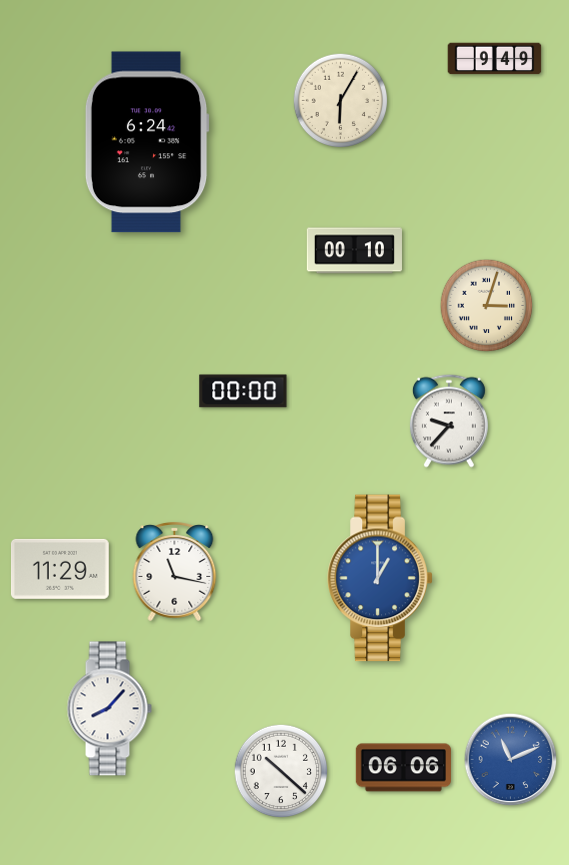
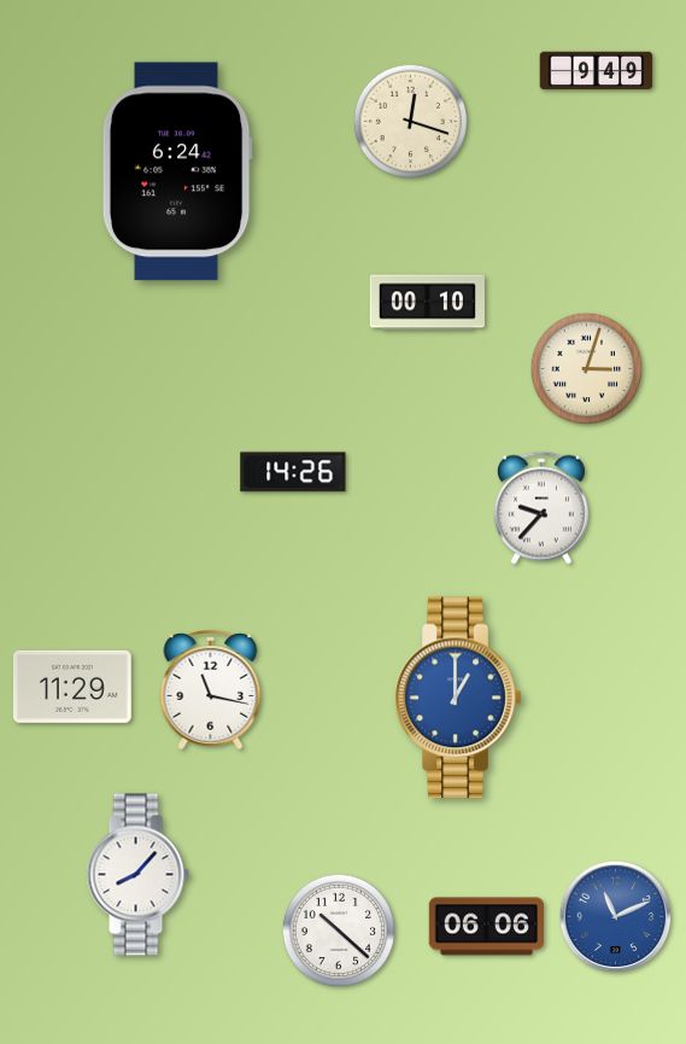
clock at (340, 100): 6:05 -> 12:18
clock at (243, 391): 00:00 -> 14:26
clock at (109, 709) position: (109, 709) -> (137, 875)
